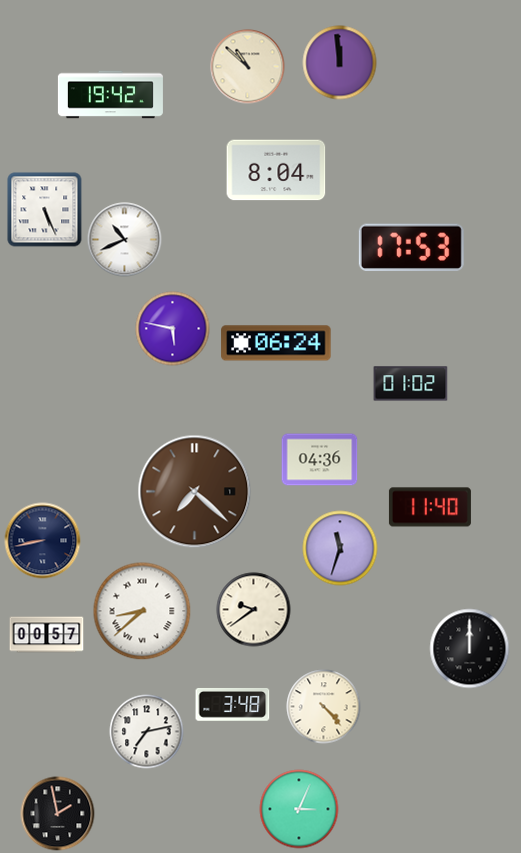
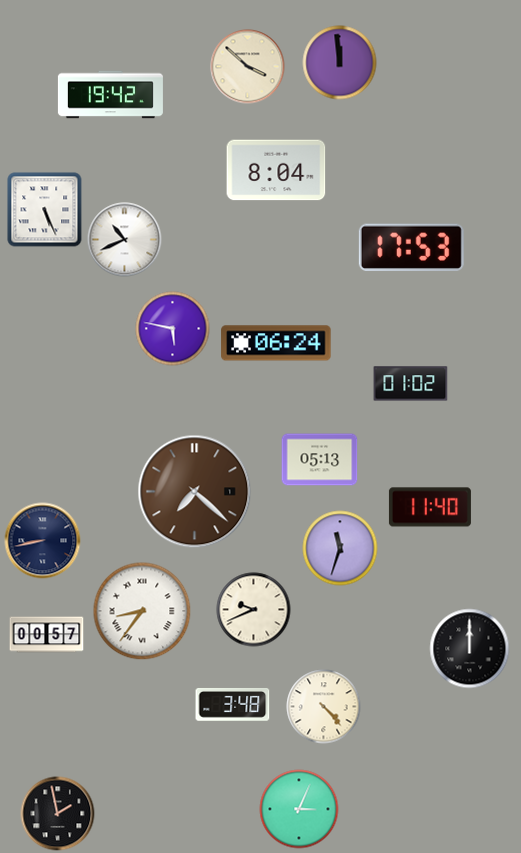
clock at (248, 67): 10:52 -> 3:52
clock at (320, 460): 04:36 -> 05:13
clock at (254, 610): 9:39 -> 9:41
clock at (142, 611): 8:38 -> 8:36
clock at (147, 732): 7:13 -> none
